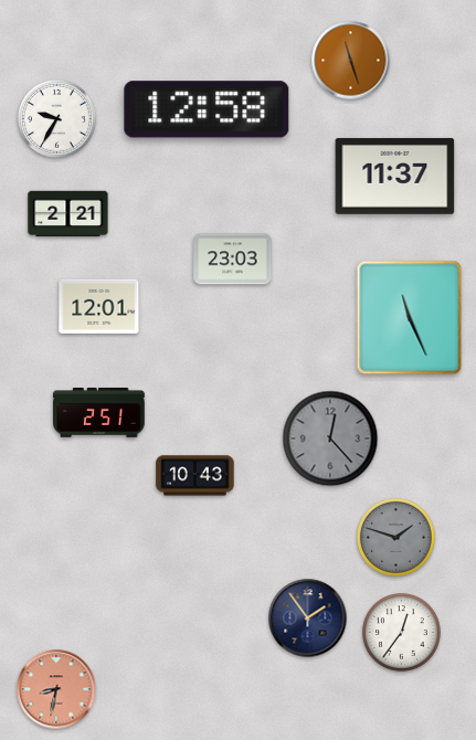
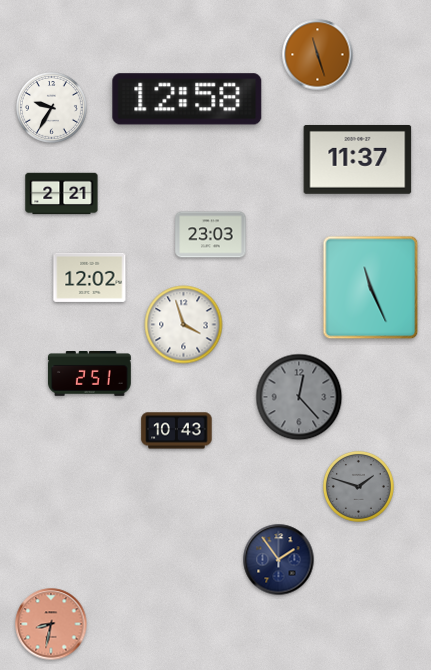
clock at (99, 306): 12:01 -> 12:02
clock at (184, 325): none -> 3:57
clock at (401, 632): 12:36 -> none
